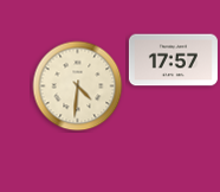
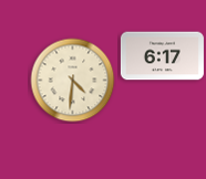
clock at (173, 60): 17:57 -> 6:17
